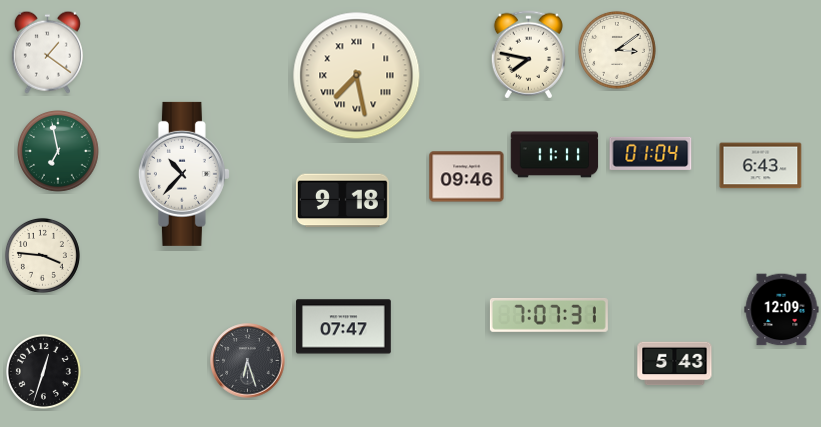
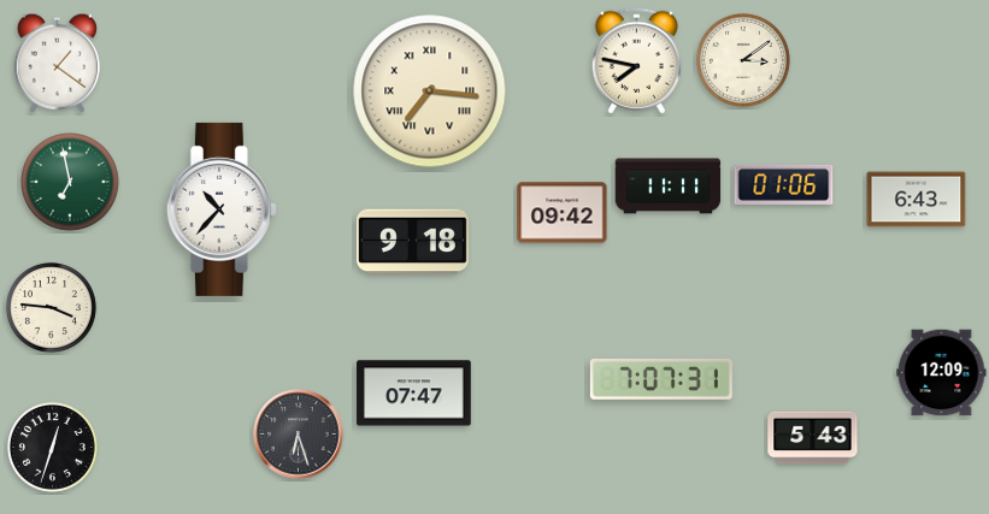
clock at (528, 55) position: (528, 55) -> (636, 61)
clock at (357, 76): 7:28 -> 7:16
clock at (651, 153): 01:04 -> 01:06
clock at (467, 177): 09:46 -> 09:42
